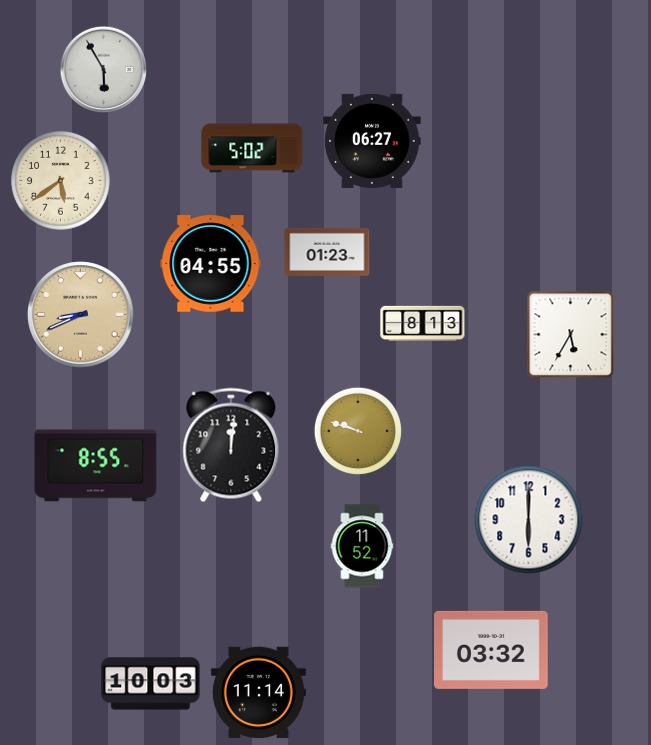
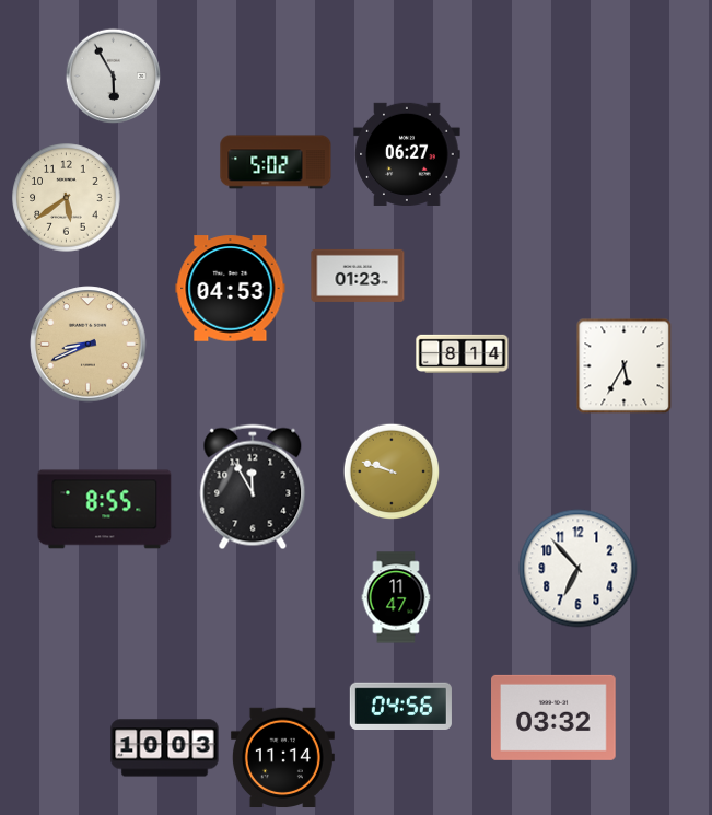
clock at (211, 264): 04:55 -> 04:53
clock at (423, 323): 8:13 -> 8:14
clock at (231, 445): 12:01 -> 11:55
clock at (529, 520): 6:00 -> 6:53
clock at (362, 546): 11:52 -> 11:47
clock at (400, 707): none -> 04:56
clock at (492, 650) position: (492, 650) -> (555, 718)
